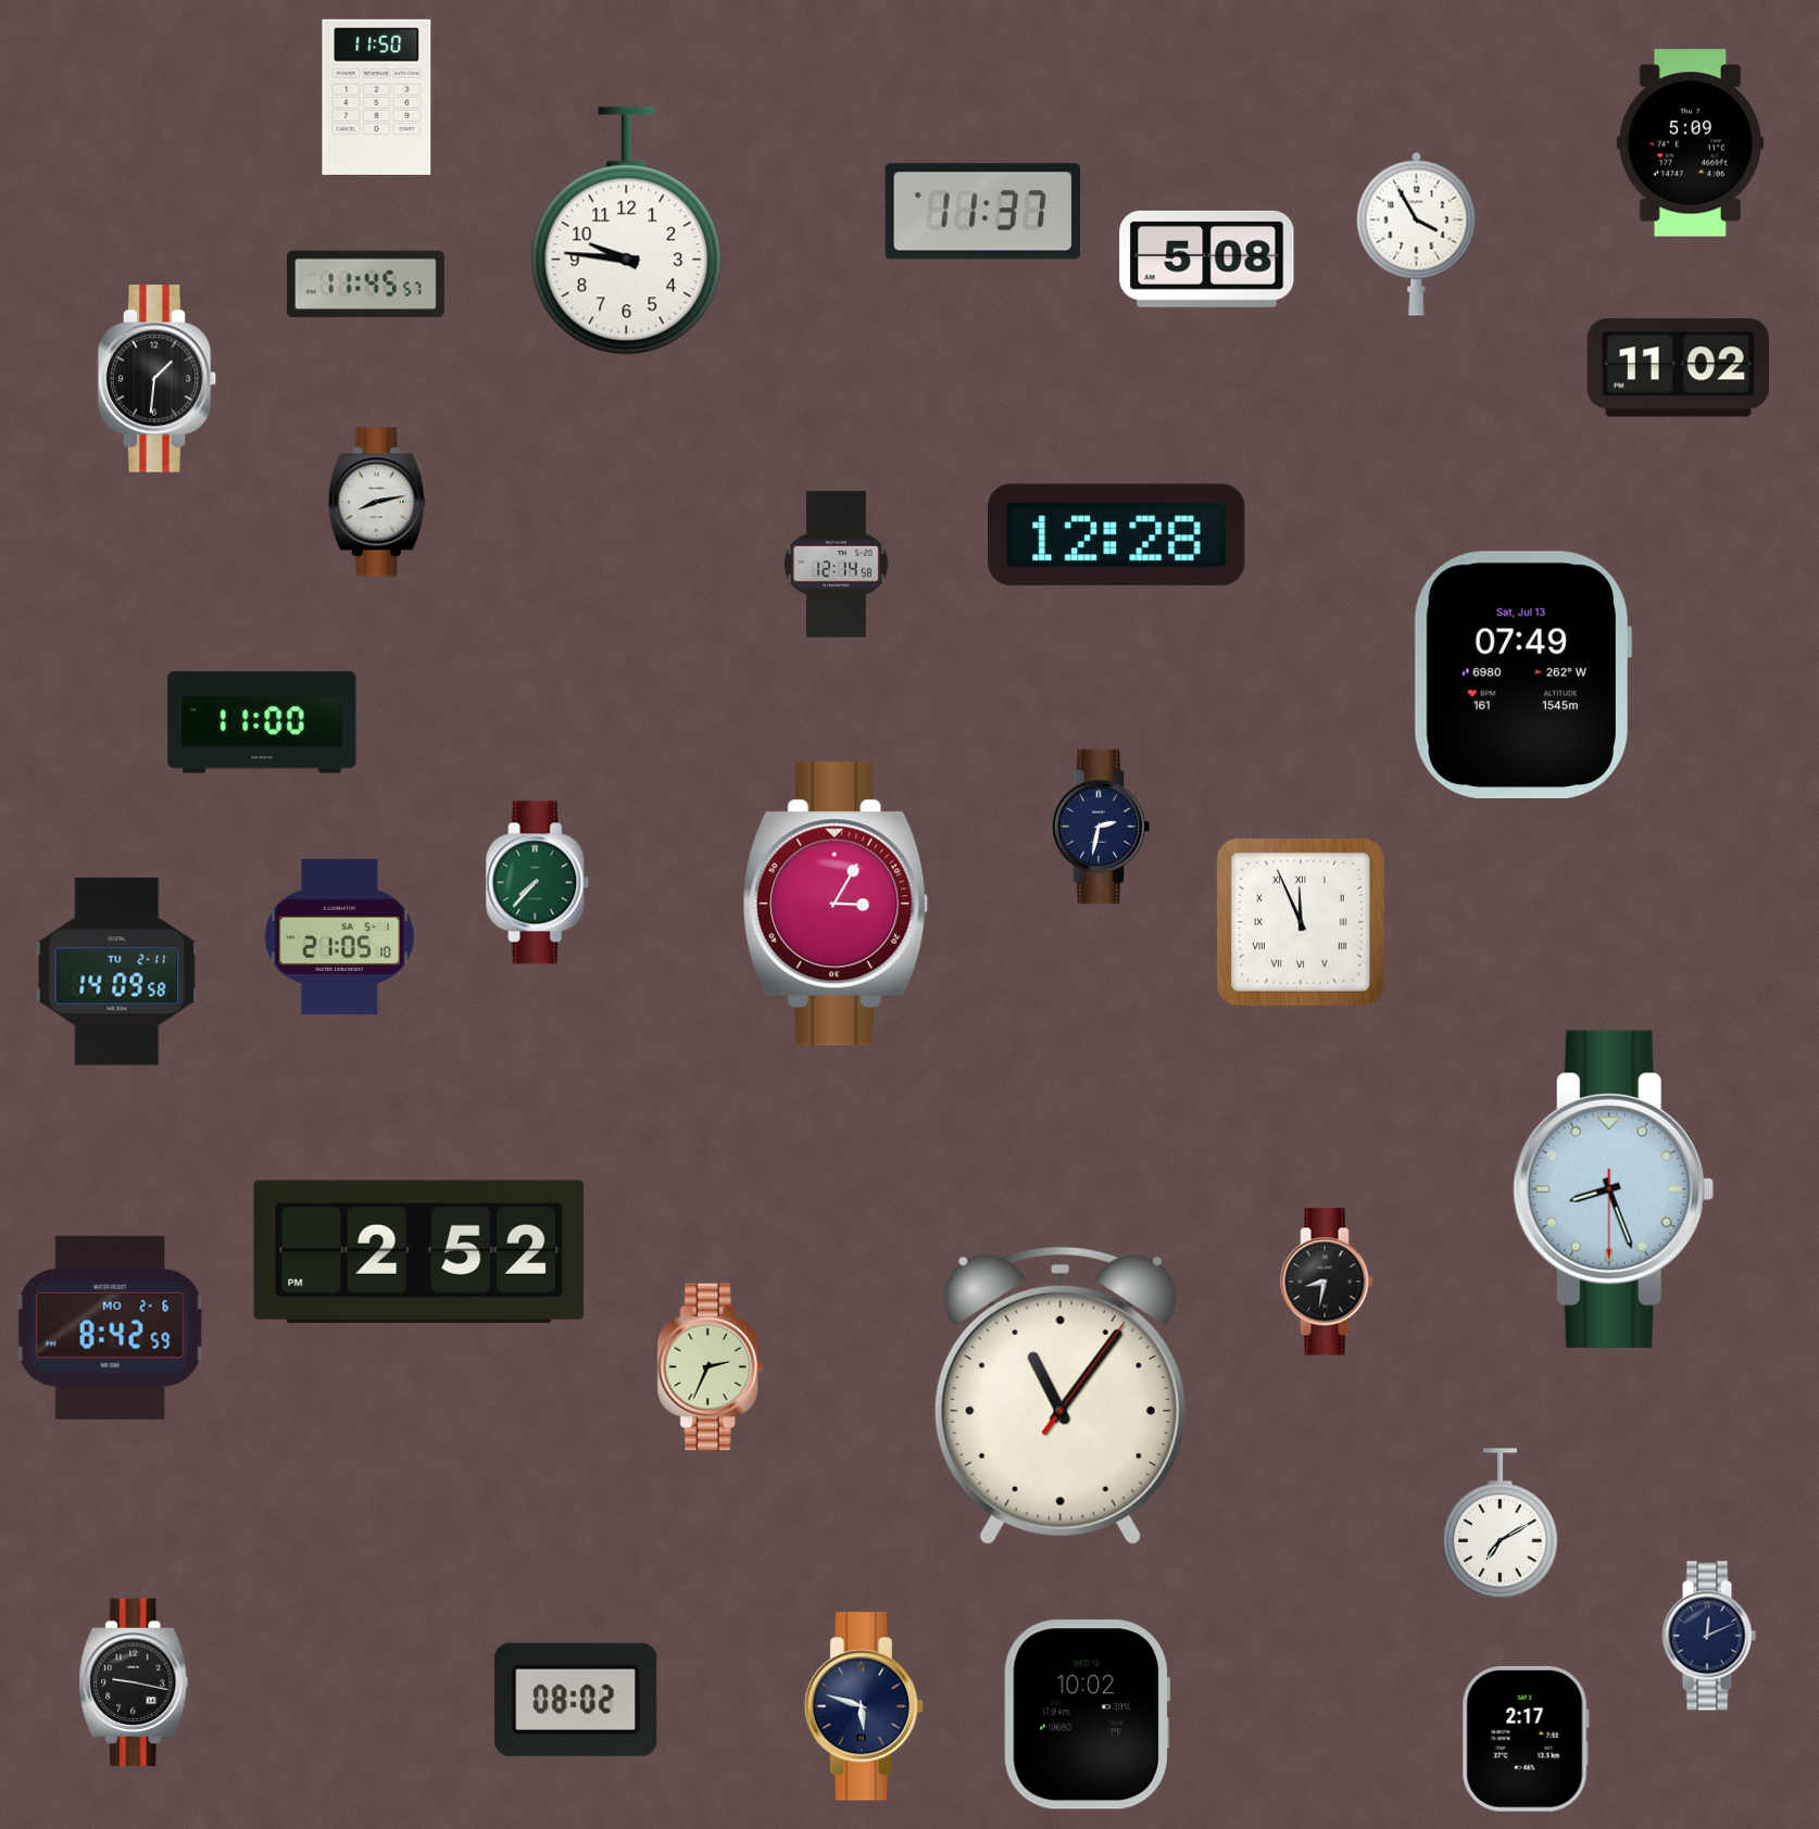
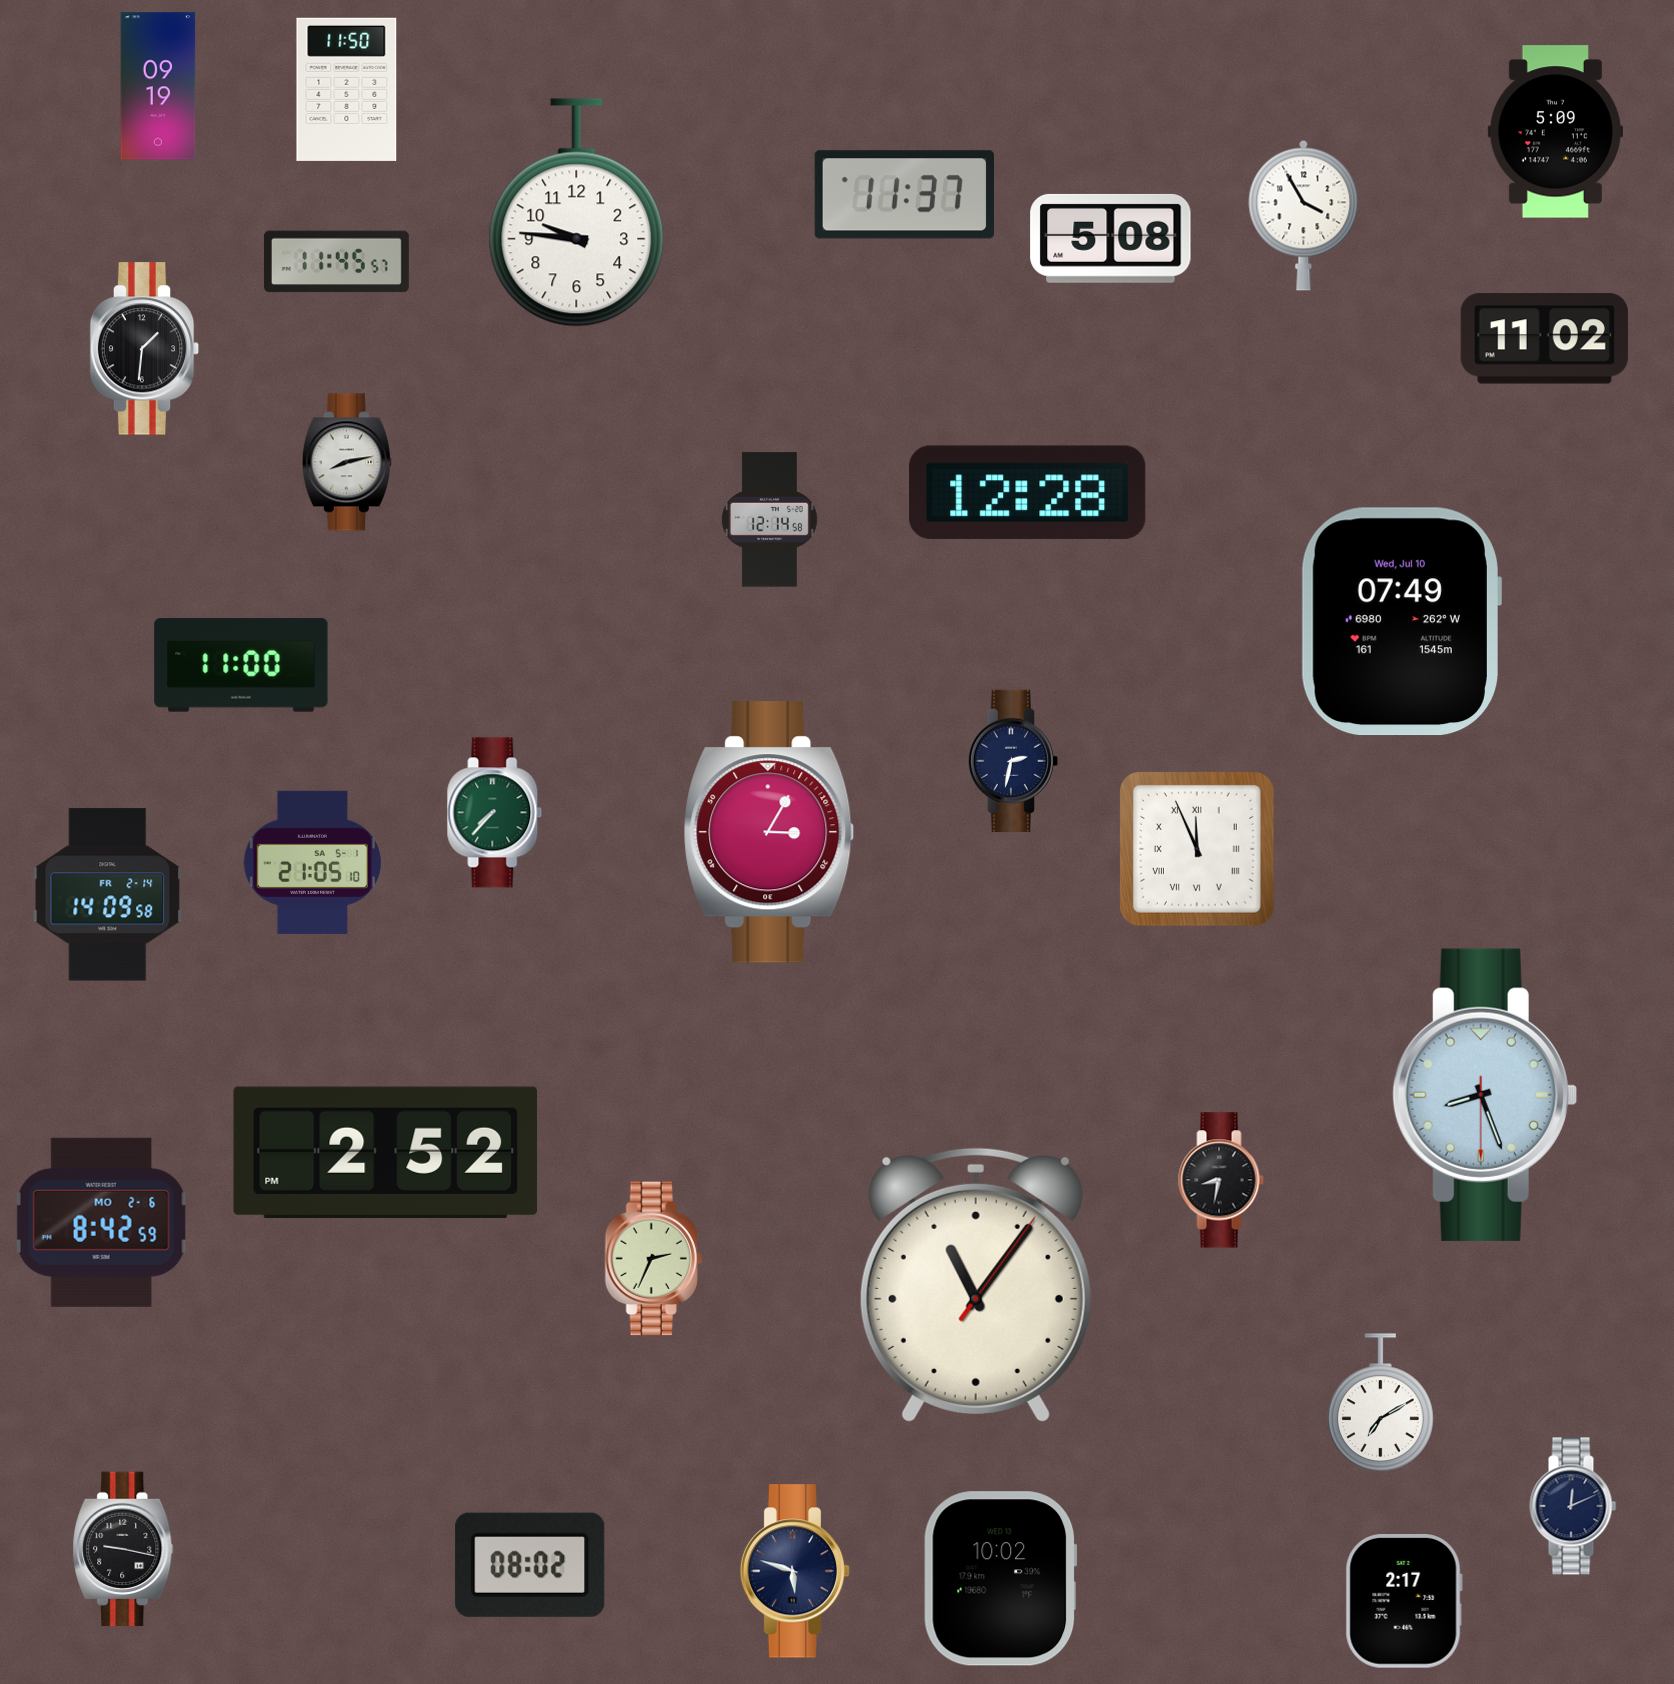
clock at (158, 86): none -> 09:19
clock at (1522, 676) date: Sat, Jul 13 -> Wed, Jul 10
clock at (117, 972) date: TU 2-11 -> FR 2-14
